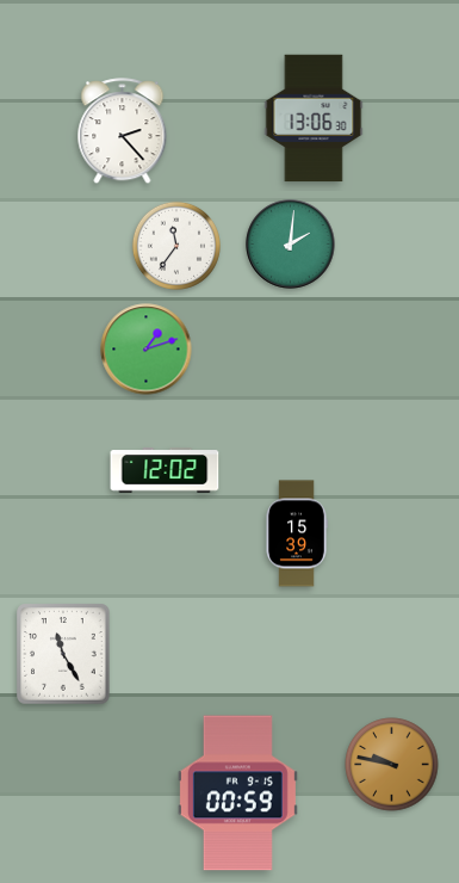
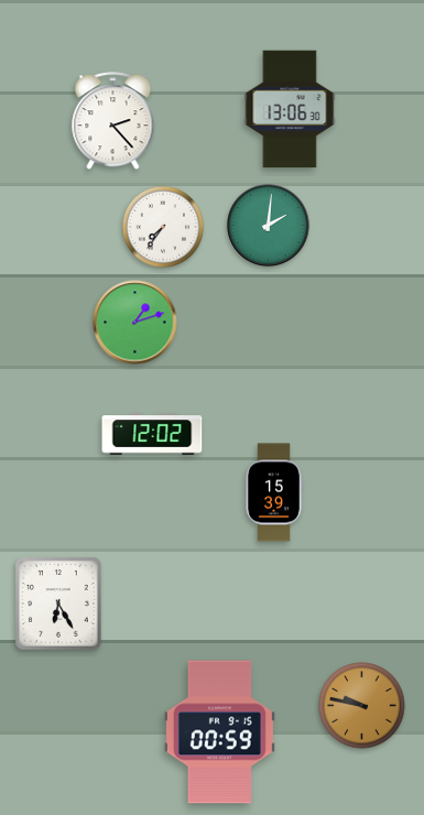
clock at (176, 246): 11:36 -> 7:36
clock at (63, 654): 11:25 -> 6:25
